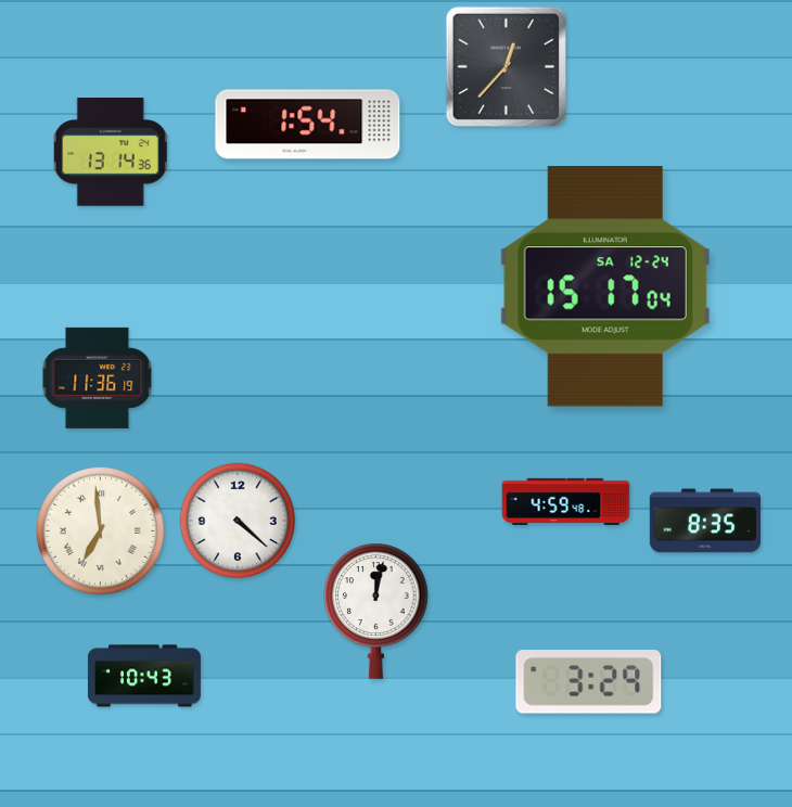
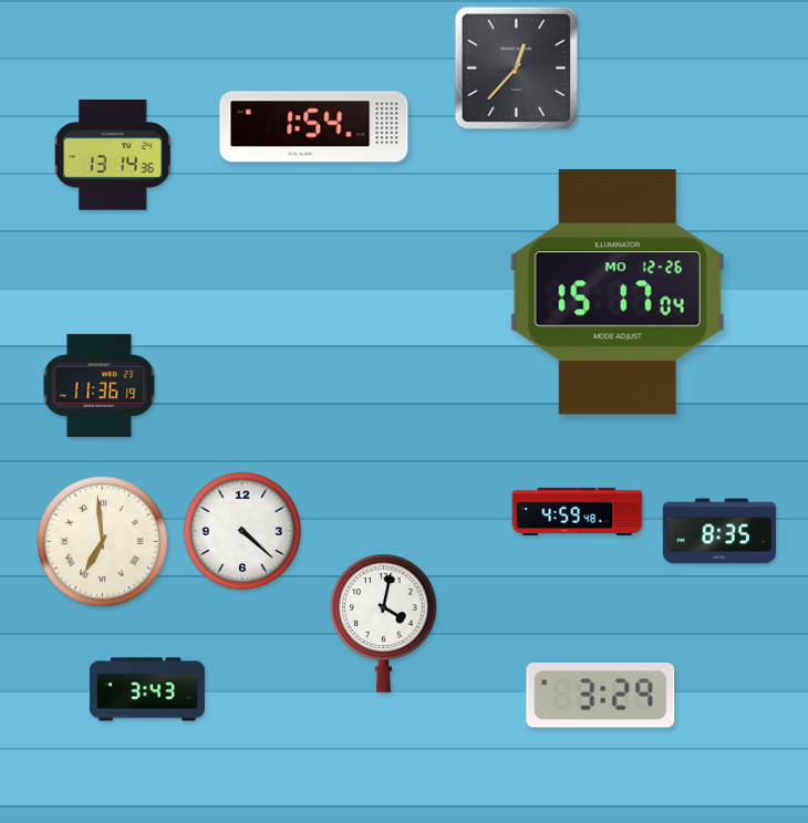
clock at (605, 286) date: SA 12-24 -> MO 12-26
clock at (376, 611): 12:02 -> 4:02
clock at (144, 676): 10:43 -> 3:43
